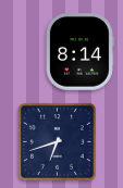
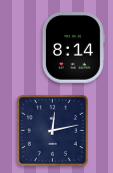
clock at (57, 141): 6:42 -> 12:13
